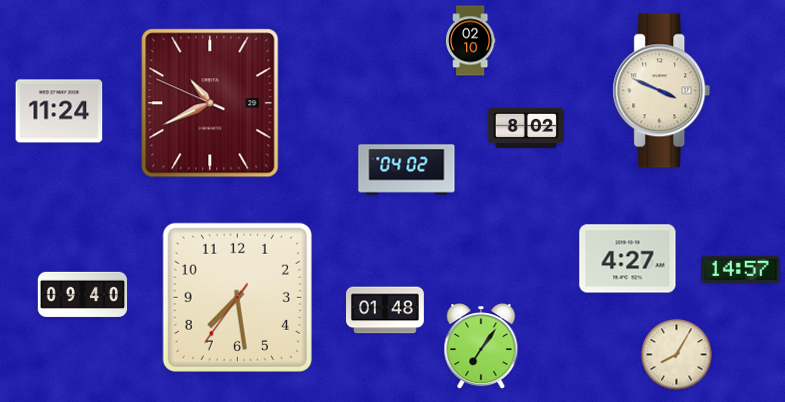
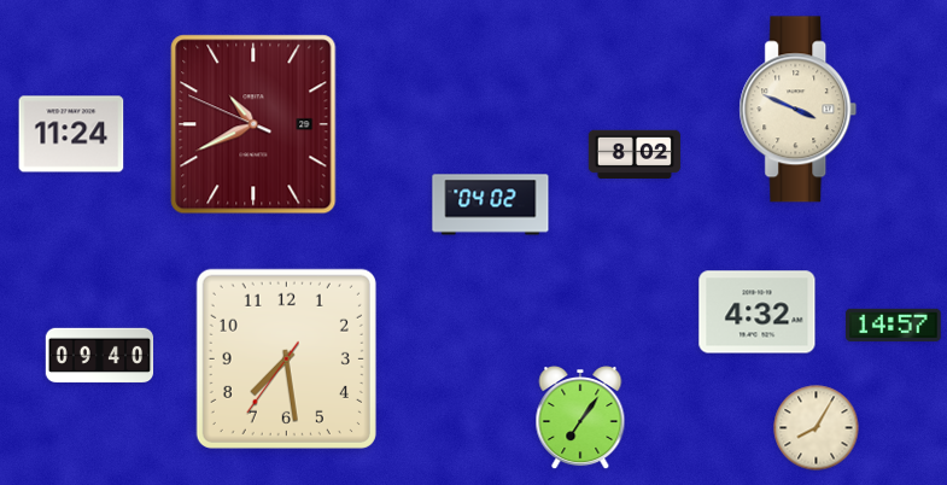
clock at (471, 41): 02:10 -> none
clock at (628, 259): 4:27 -> 4:32
clock at (386, 310): 01:48 -> none
